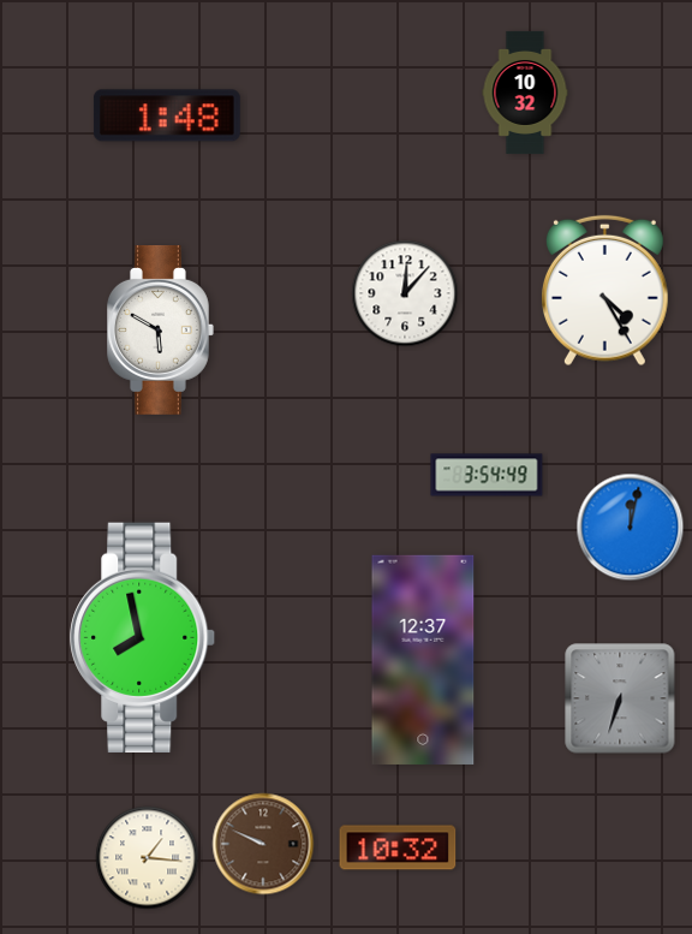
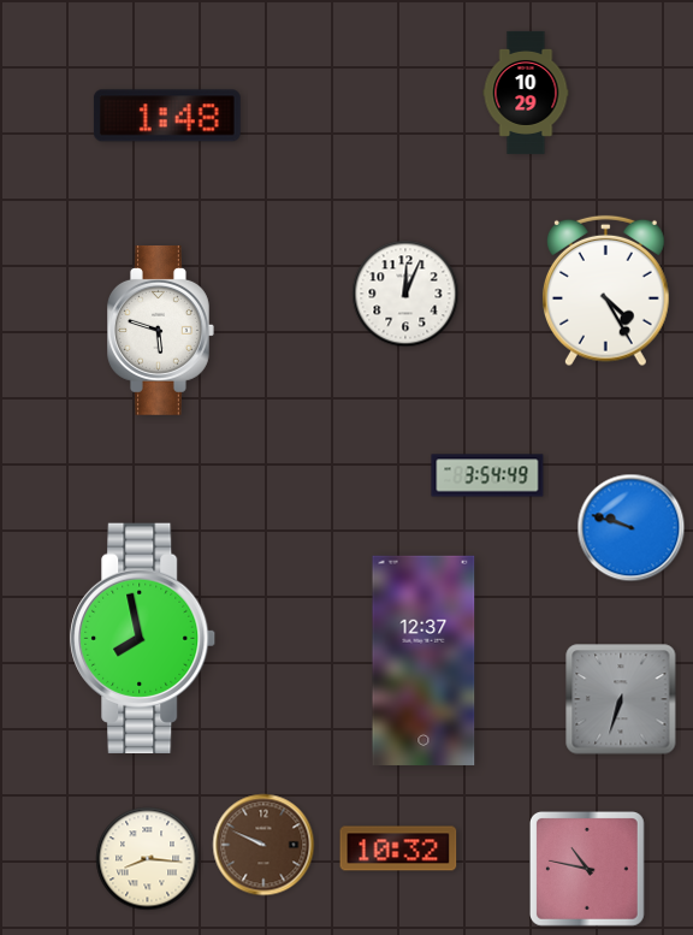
clock at (525, 93): 10:32 -> 10:29
clock at (405, 293): 12:07 -> 12:04
clock at (161, 329): 5:50 -> 5:48
clock at (631, 528): 12:02 -> 9:48
clock at (148, 858): 1:16 -> 8:16
clock at (588, 870): none -> 10:47
